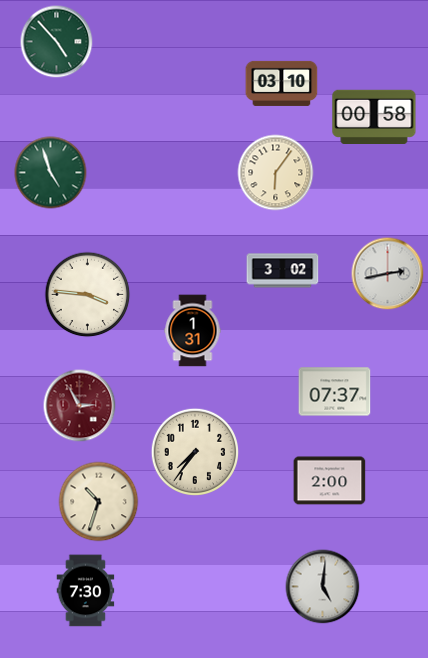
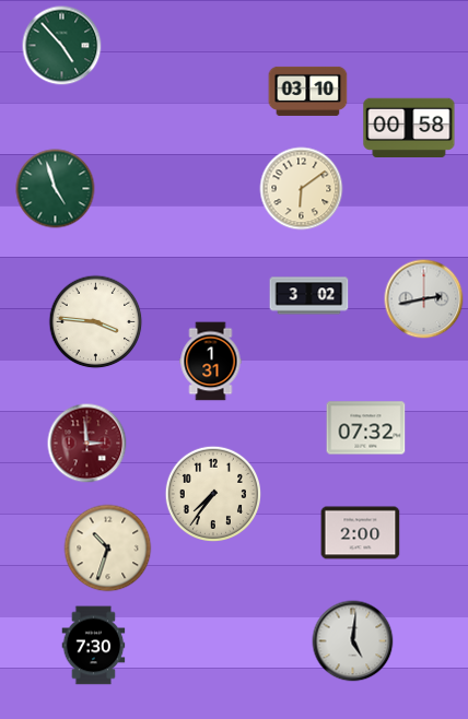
clock at (276, 173): 6:06 -> 6:09
clock at (335, 392): 07:37 -> 07:32
clock at (80, 406): 2:55 -> 2:59
clock at (330, 481) position: (330, 481) -> (361, 533)
